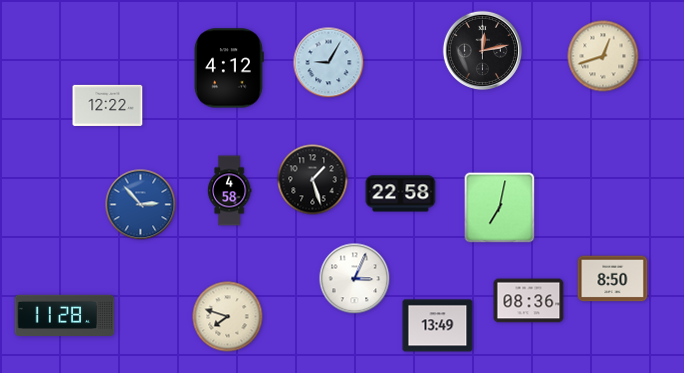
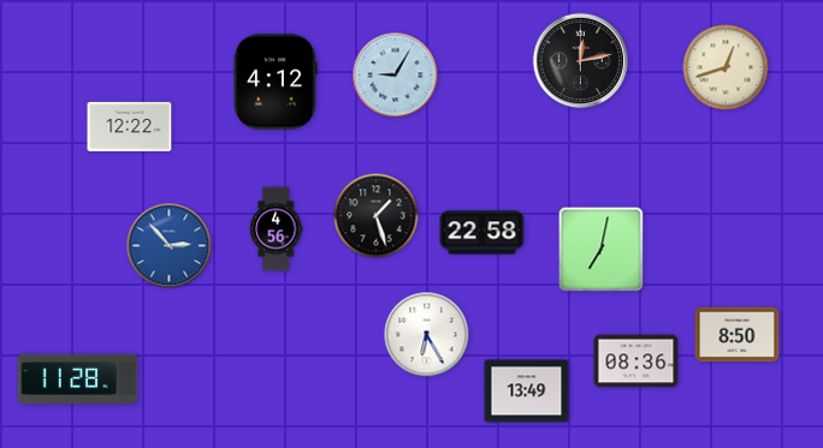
clock at (229, 191): 4:58 -> 4:56
clock at (355, 279): 3:04 -> 6:25
clock at (228, 317): 7:48 -> none
